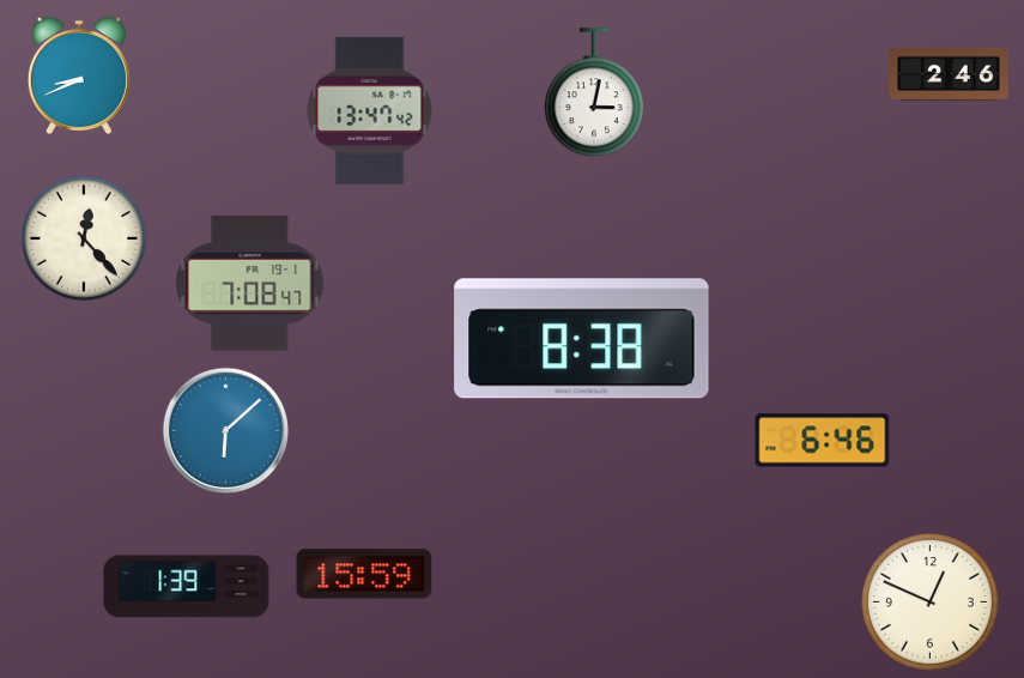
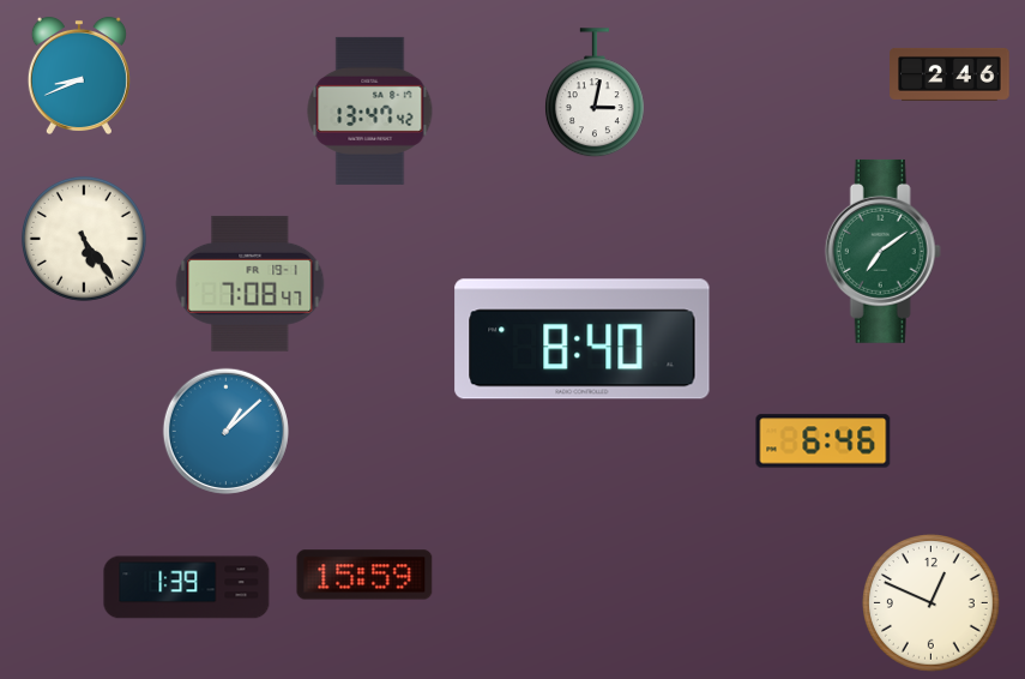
clock at (84, 238): 12:23 -> 5:24
clock at (882, 251): none -> 7:09
clock at (582, 339): 8:38 -> 8:40
clock at (225, 430): 6:08 -> 1:08
